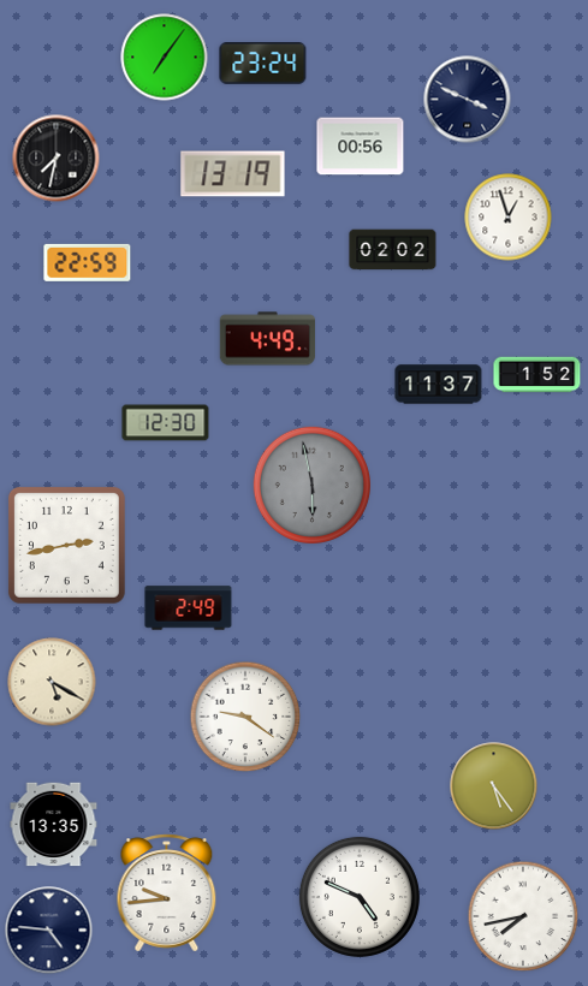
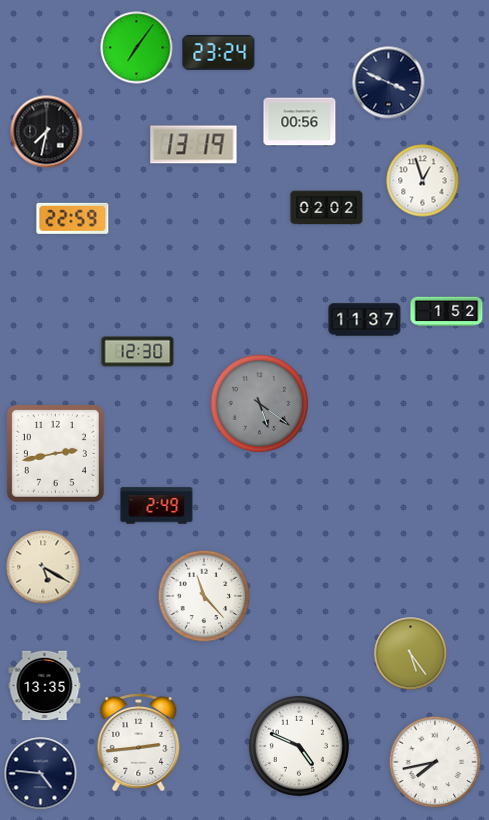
clock at (267, 339): 4:49 -> none
clock at (311, 485): 5:58 -> 5:21
clock at (245, 717): 9:21 -> 11:23
clock at (167, 893): 9:44 -> 2:44
